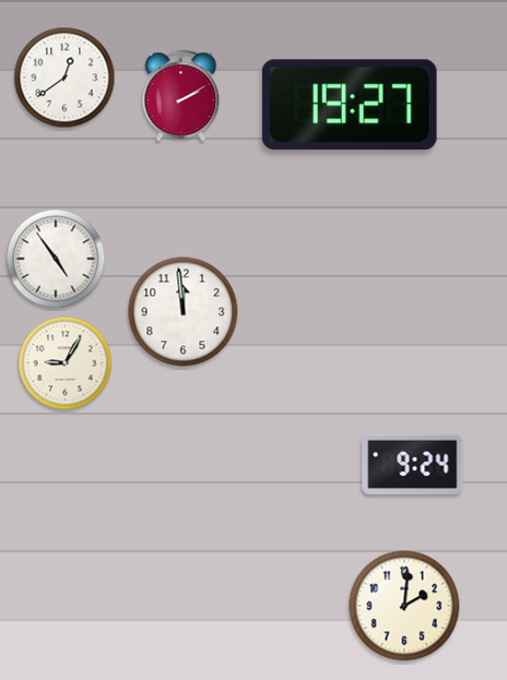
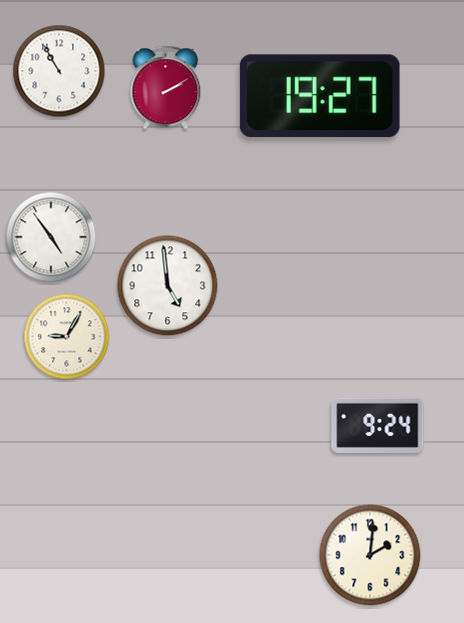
clock at (64, 77): 12:39 -> 10:55
clock at (184, 312): 11:59 -> 4:59
clock at (66, 363) position: (66, 363) -> (67, 337)
